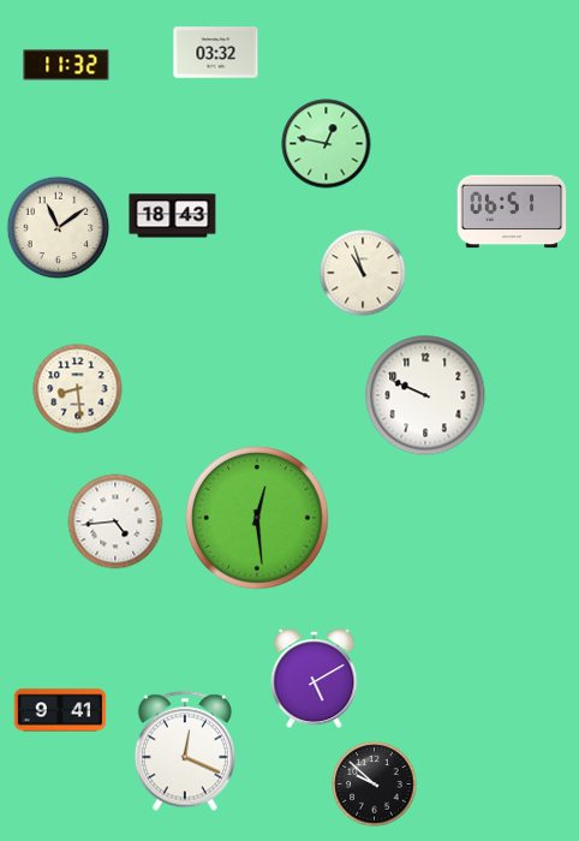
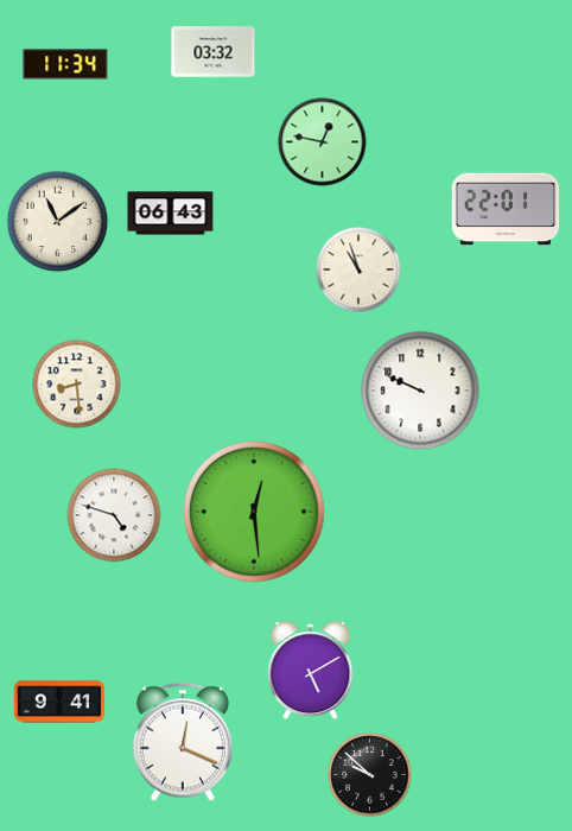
clock at (66, 65): 11:32 -> 11:34
clock at (512, 211): 06:51 -> 22:01
clock at (173, 216): 18:43 -> 06:43
clock at (59, 228) position: (59, 228) -> (58, 222)
clock at (115, 521): 4:44 -> 4:48
